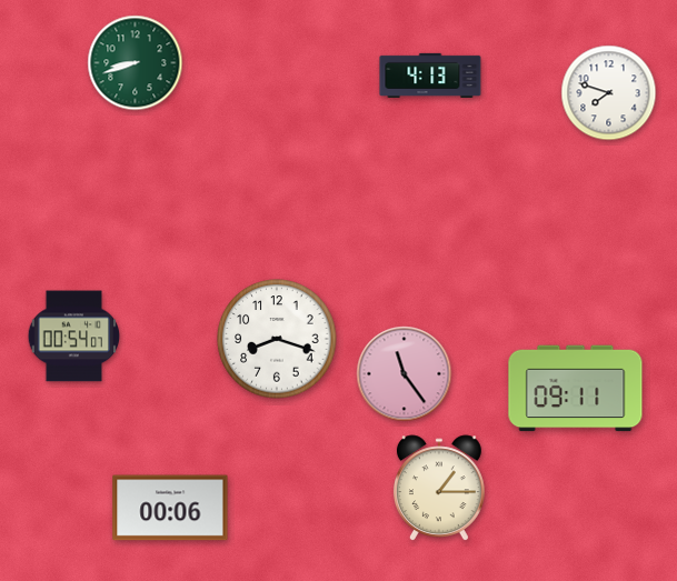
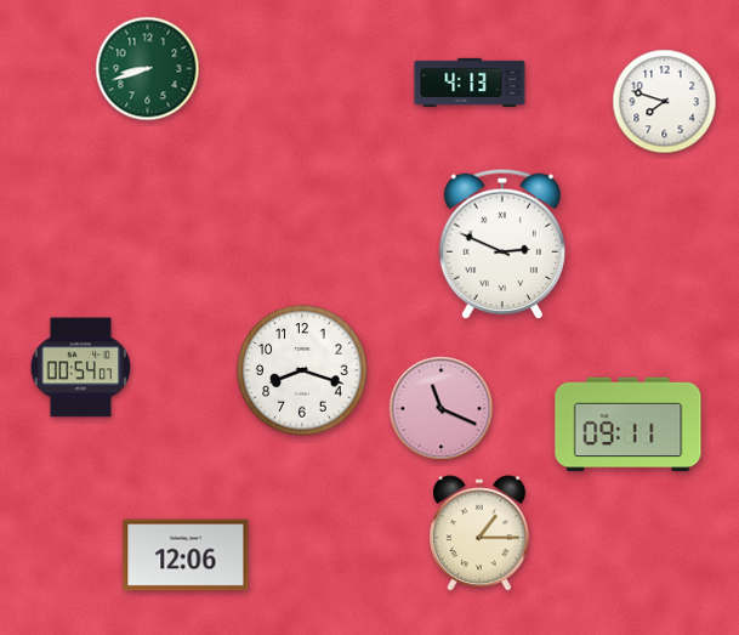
clock at (502, 244): none -> 2:49
clock at (405, 374): 11:24 -> 11:19
clock at (170, 508): 00:06 -> 12:06
